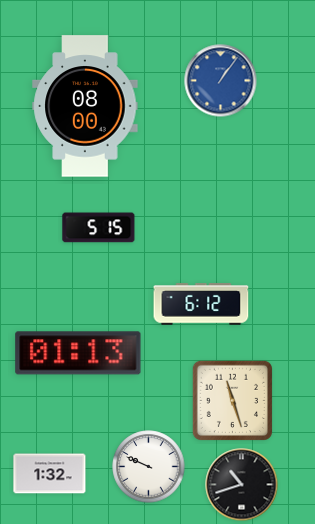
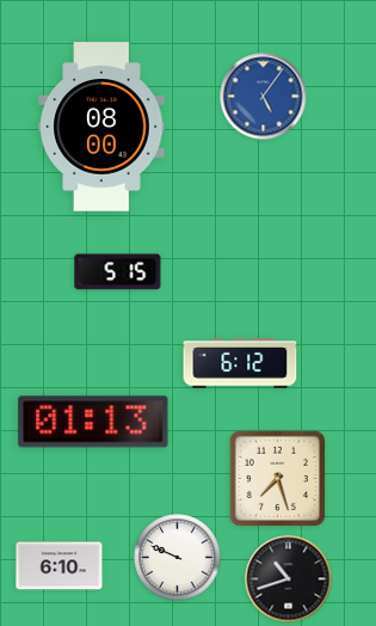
clock at (221, 81): 1:06 -> 5:06
clock at (232, 400): 11:27 -> 7:27
clock at (50, 474): 1:32 -> 6:10
